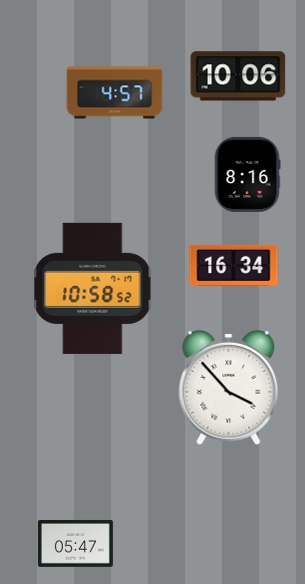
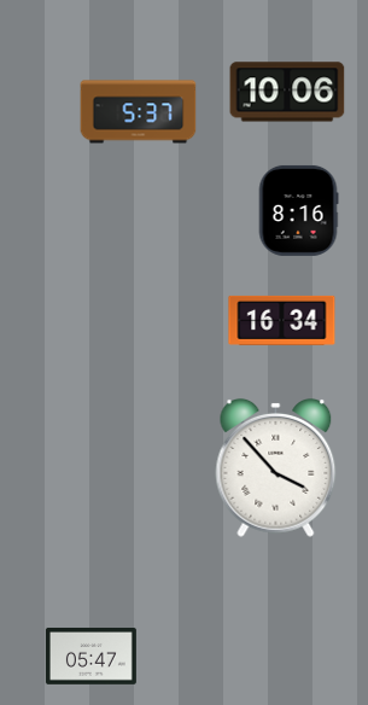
clock at (115, 93): 4:57 -> 5:37
clock at (93, 288): 10:58 -> none
